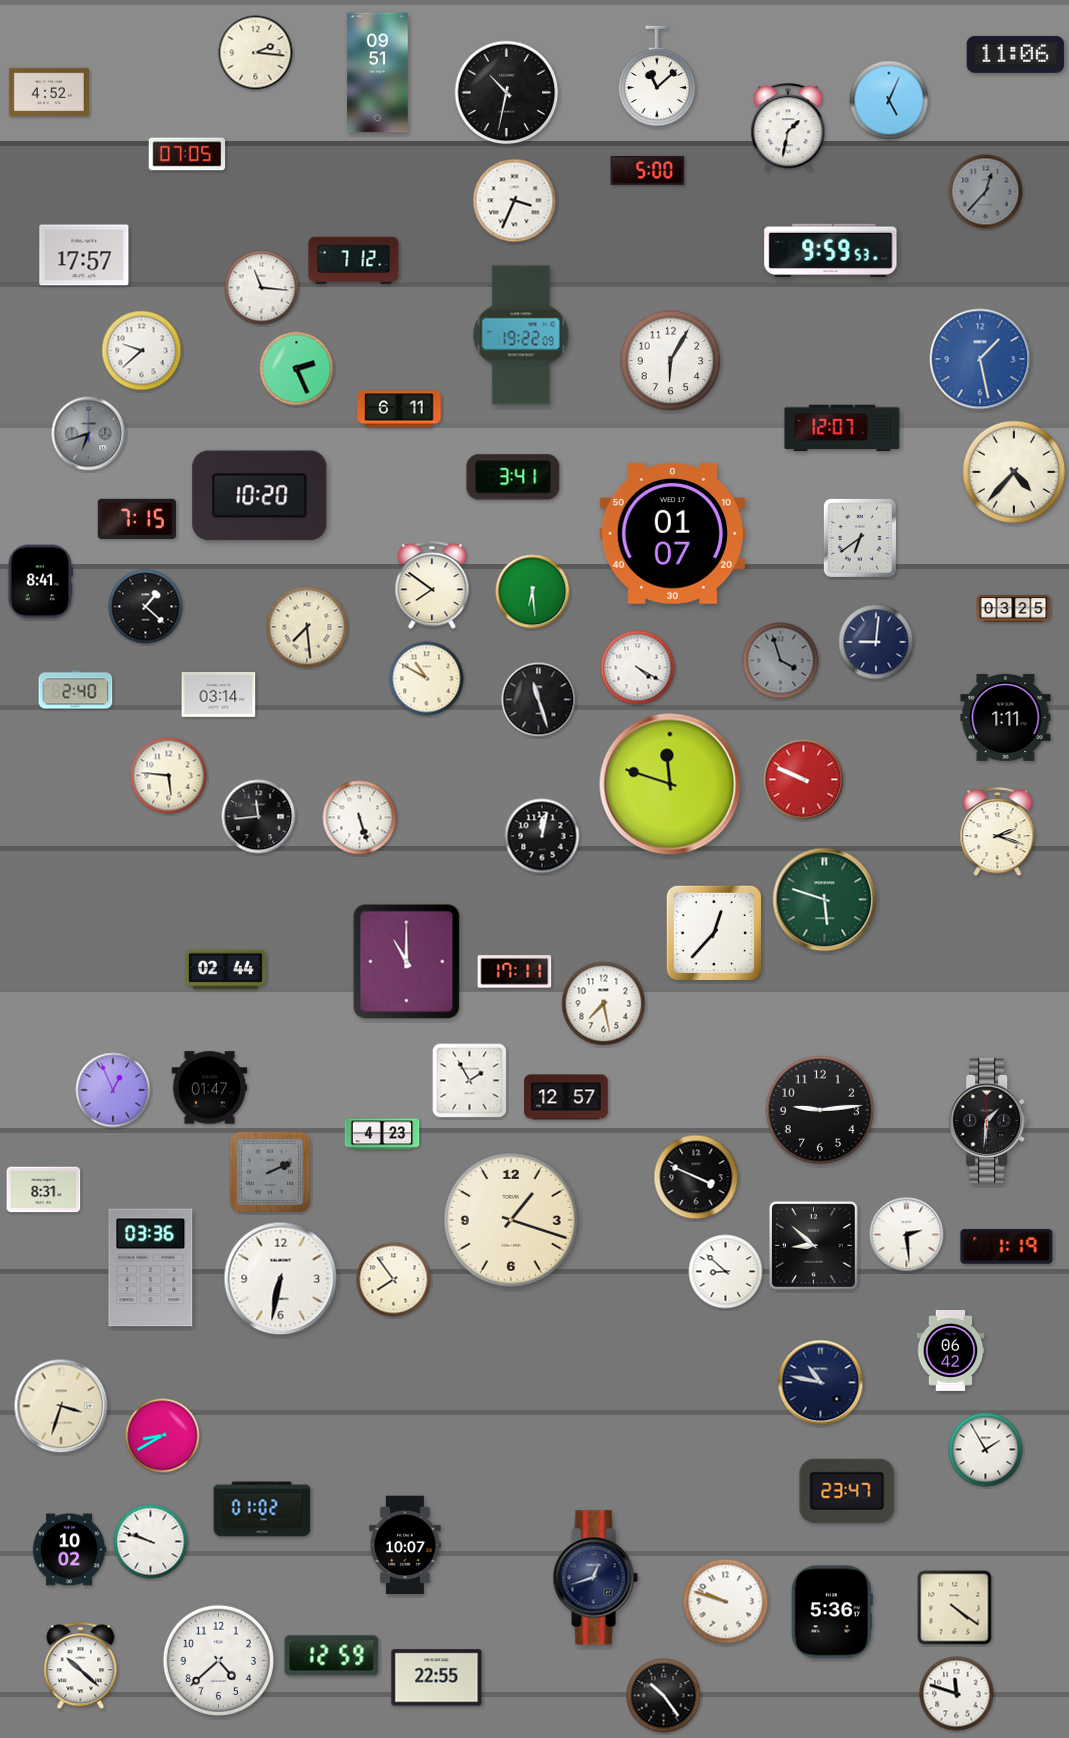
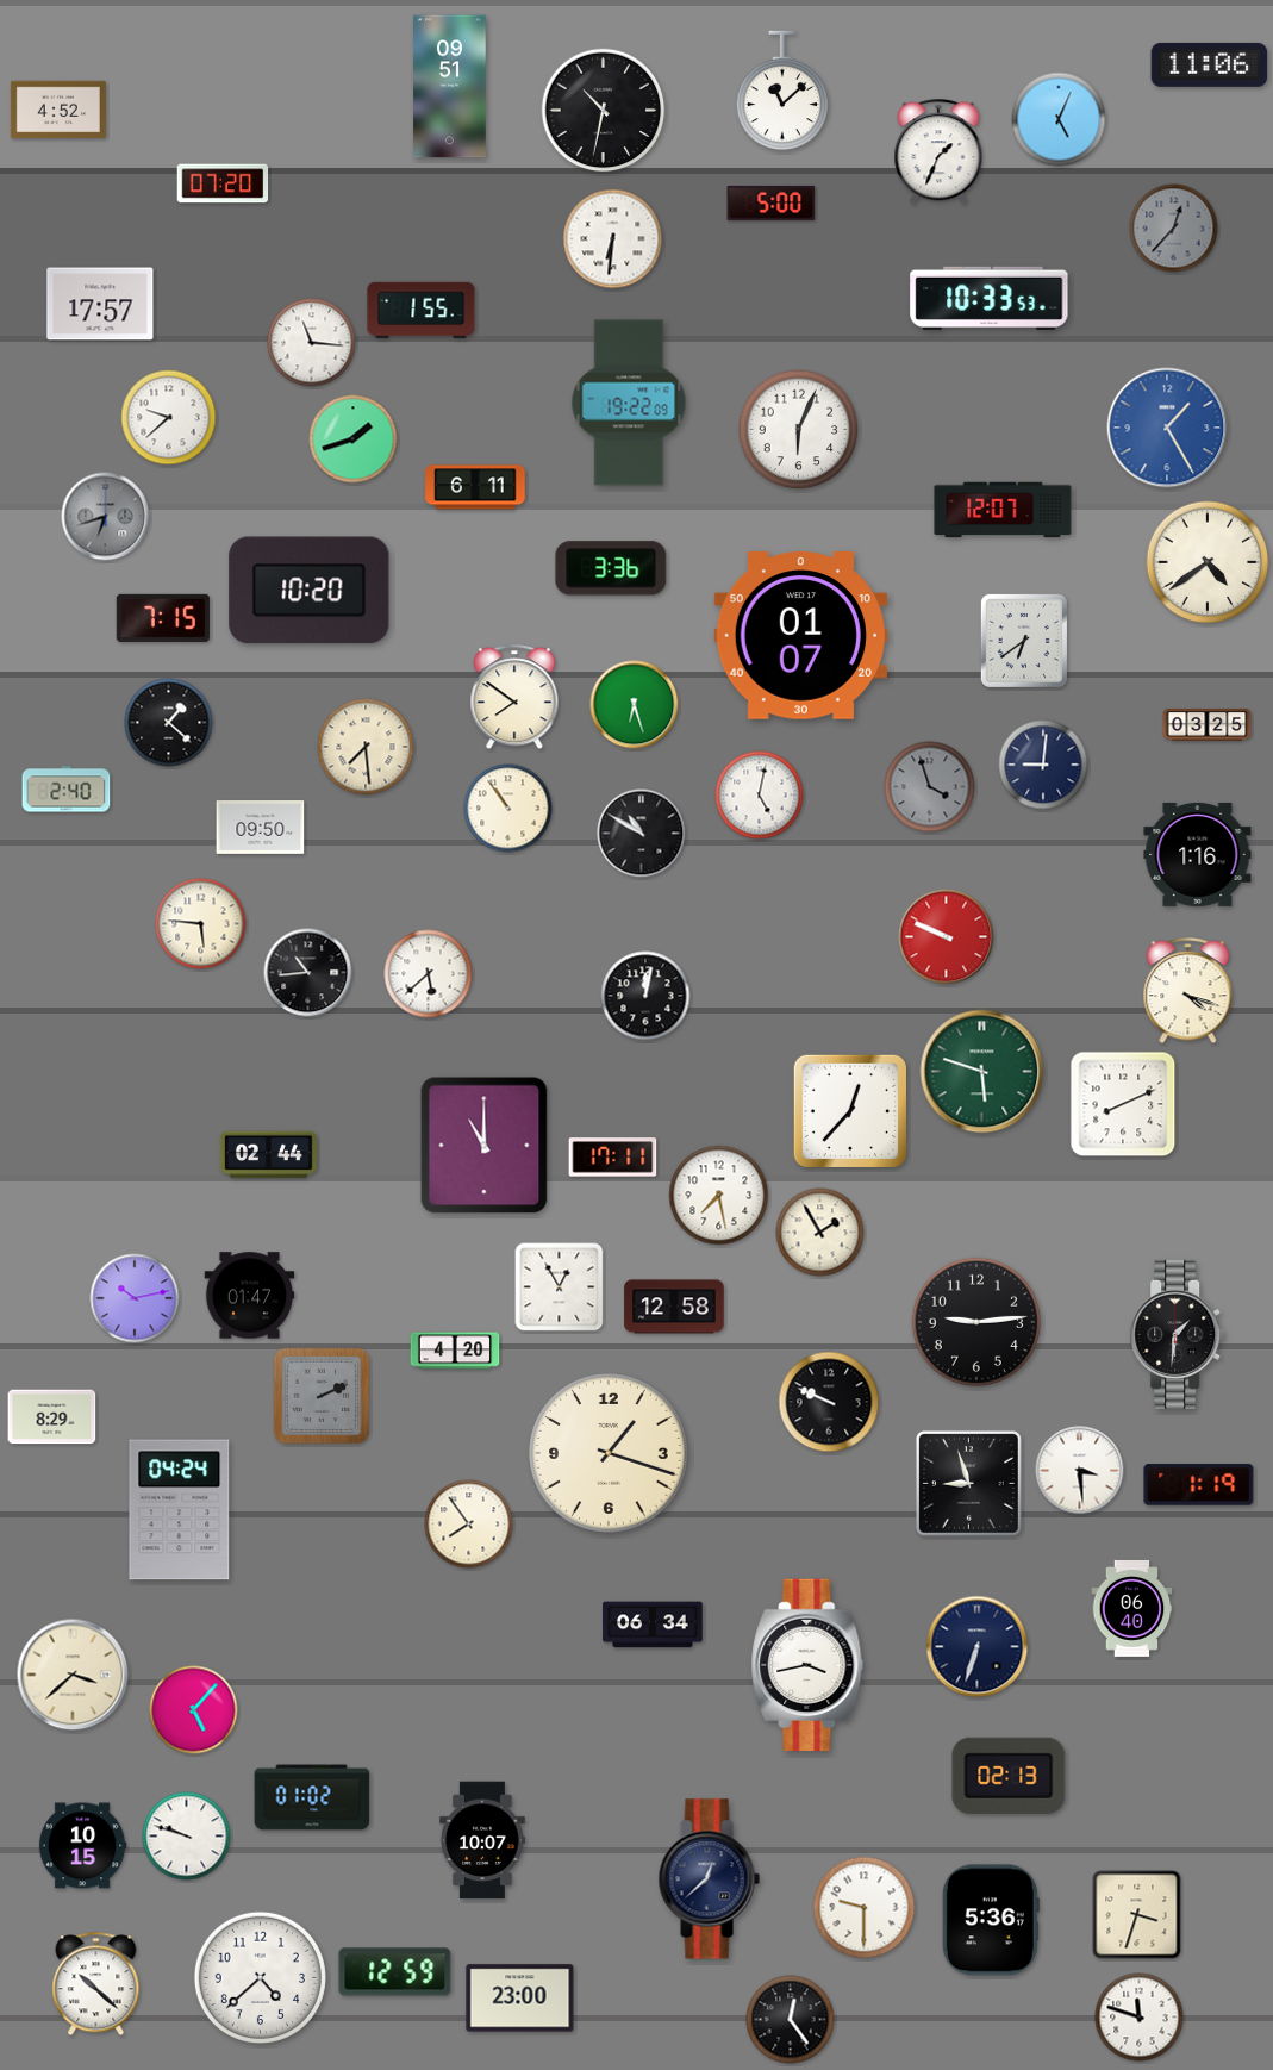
clock at (256, 53): 2:16 -> none
clock at (788, 128): 1:32 -> 1:34
clock at (187, 154): 07:05 -> 07:20
clock at (515, 201): 3:34 -> 6:31
clock at (831, 250): 9:59 -> 10:33
clock at (354, 261): 7:12 -> 1:55
clock at (521, 335) position: (521, 335) -> (629, 403)
clock at (980, 359): 1:28 -> 1:25
clock at (671, 361): 6:05 -> 6:04
clock at (297, 369): 2:26 -> 1:42
clock at (1014, 472): 4:37 -> 4:39
clock at (513, 477): 3:41 -> 3:36
clock at (40, 582): 8:41 -> none
clock at (533, 592): 6:29 -> 6:27
clock at (146, 607) position: (146, 607) -> (169, 723)
clock at (638, 668): 4:20 -> 5:02
clock at (427, 679): 10:50 -> 10:54
clock at (76, 690) position: (76, 690) -> (67, 790)
clock at (219, 695): 03:14 -> 09:50
clock at (539, 700): 11:27 -> 10:50
clock at (1006, 717): 1:11 -> 1:16
clock at (804, 780) position: (804, 780) -> (947, 937)
clock at (670, 784): 11:48 -> none
clock at (259, 817): 11:44 -> 10:44
clock at (360, 818): 5:27 -> 5:38
clock at (998, 832): 2:18 -> 4:18
clock at (1123, 1104): none -> 8:11
clock at (820, 1233): none -> 1:55
clock at (470, 1081): 1:55 -> 12:55
clock at (113, 1090): 12:56 -> 10:13
clock at (566, 1097): 12:57 -> 12:58
clock at (382, 1134): 4:23 -> 4:20
clock at (696, 1177): 3:49 -> 9:49
clock at (44, 1190): 8:31 -> 8:29
clock at (907, 1235): 2:29 -> 3:29
clock at (813, 1245): 8:52 -> 8:57
clock at (151, 1268): 03:36 -> 04:24
clock at (726, 1272): 8:52 -> none
clock at (281, 1279): 6:32 -> none
clock at (951, 1350): 06:42 -> 06:40
clock at (653, 1625): none -> 06:34
clock at (821, 1383): 10:47 -> 6:33
clock at (807, 1665): none -> 3:43
clock at (61, 1406): 3:33 -> 3:38
clock at (163, 1436): 8:40 -> 5:07
clock at (986, 1450): 1:55 -> none
clock at (847, 1491): 23:47 -> 02:13
clock at (151, 1542) position: (151, 1542) -> (187, 1837)
clock at (69, 1550): 10:02 -> 10:15
clock at (595, 1578): 12:42 -> 12:38
clock at (726, 1602): 9:48 -> 9:30
clock at (955, 1608): 4:21 -> 3:33
clock at (437, 1678): 22:55 -> 23:00
clock at (664, 1696): 10:24 -> 12:24
